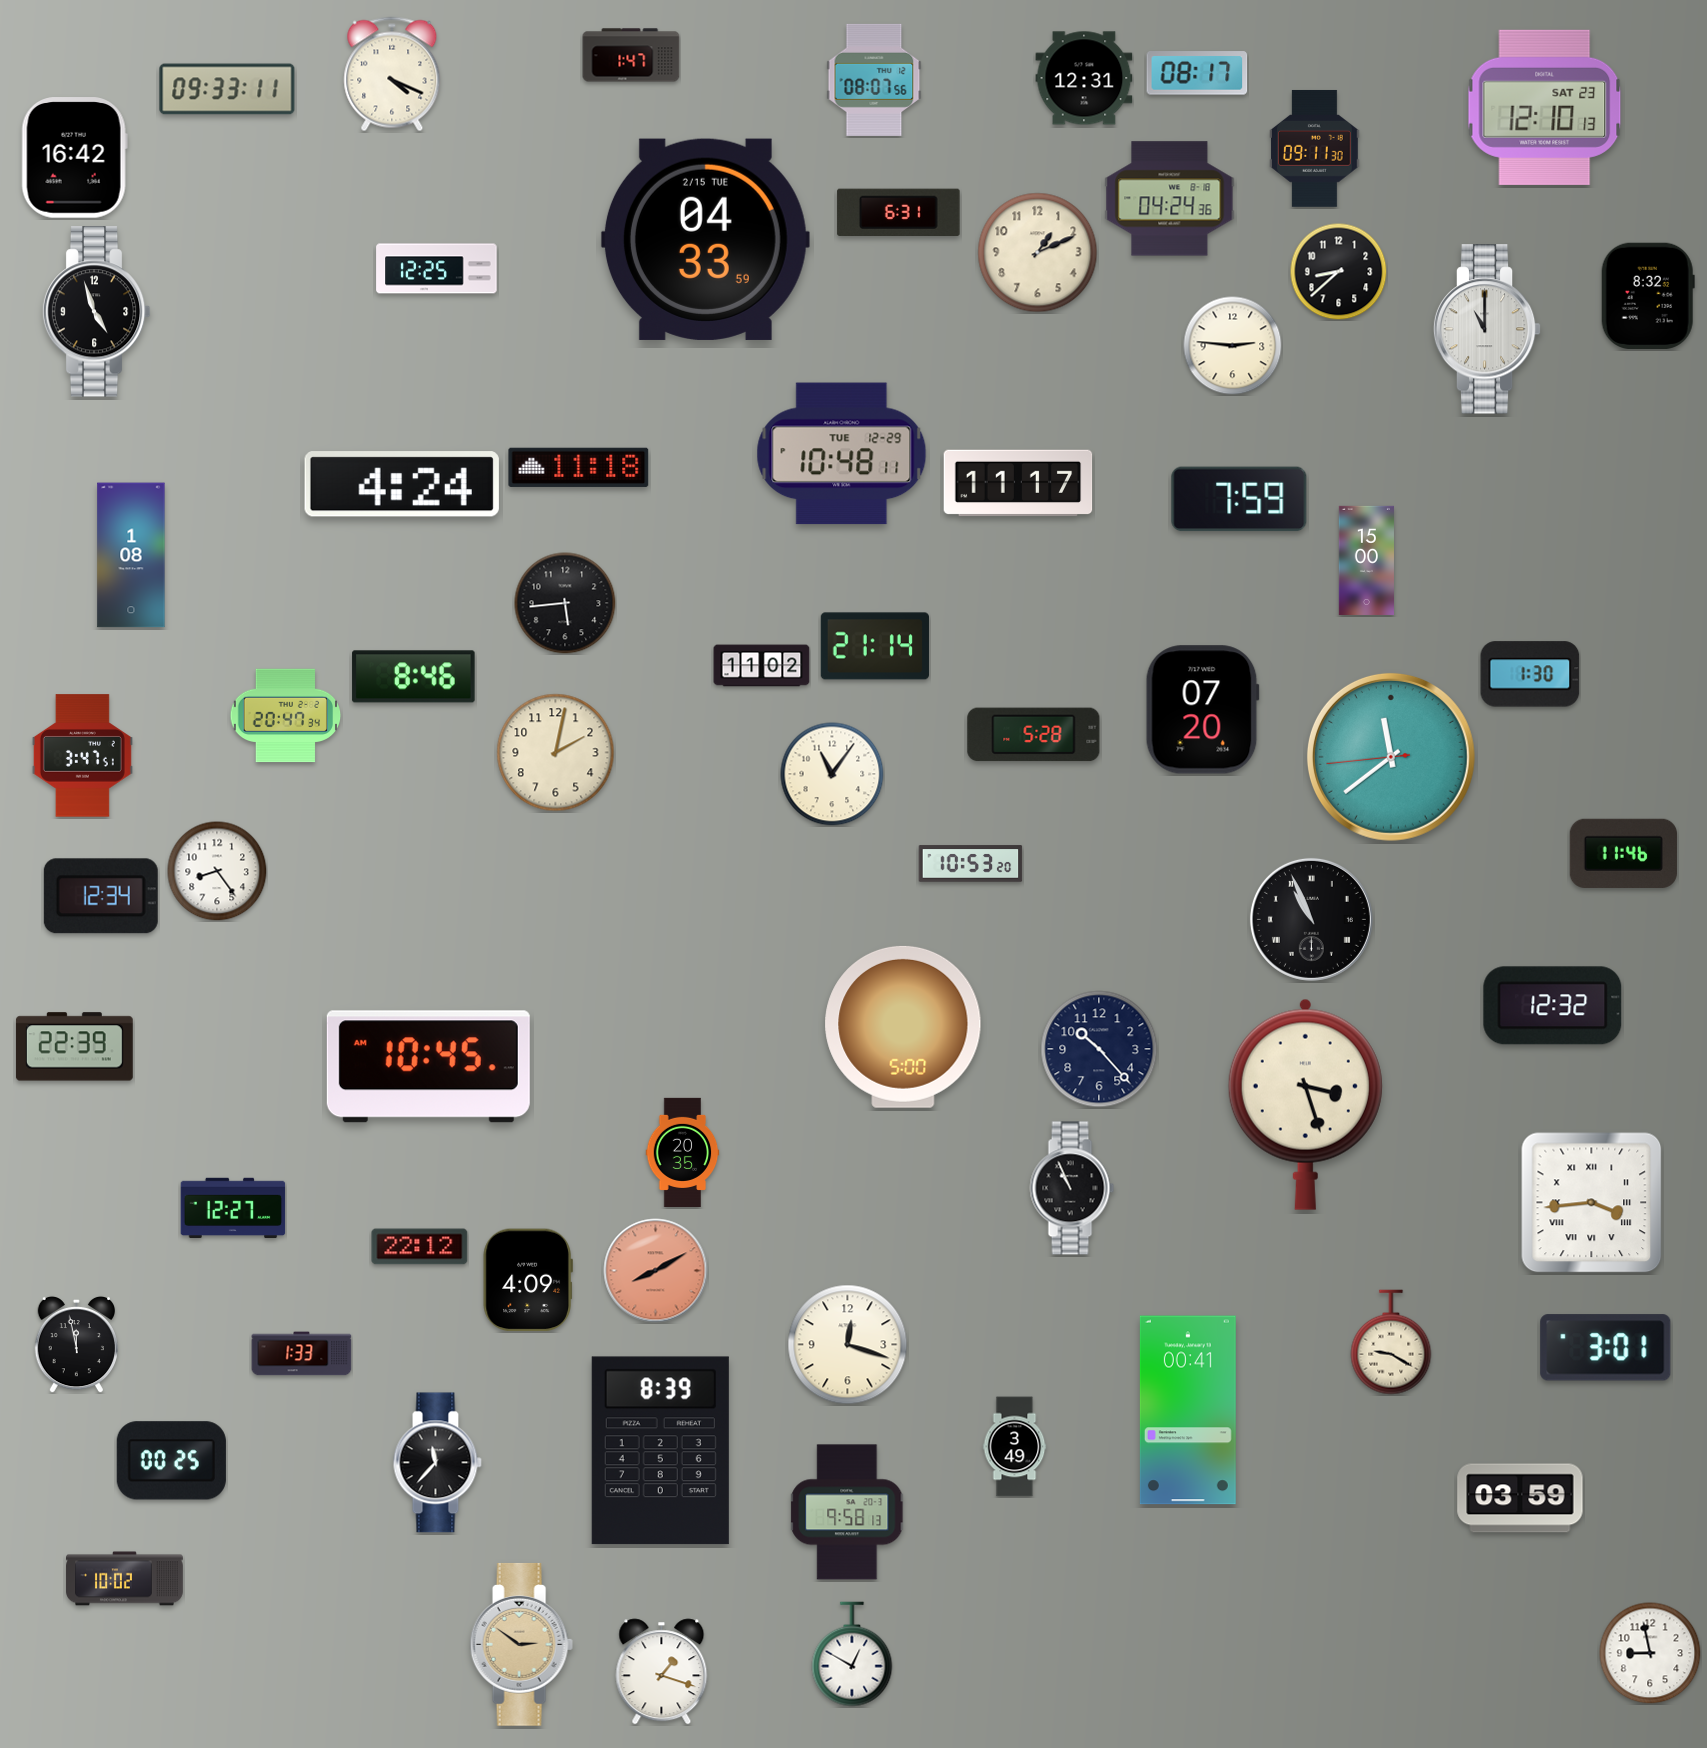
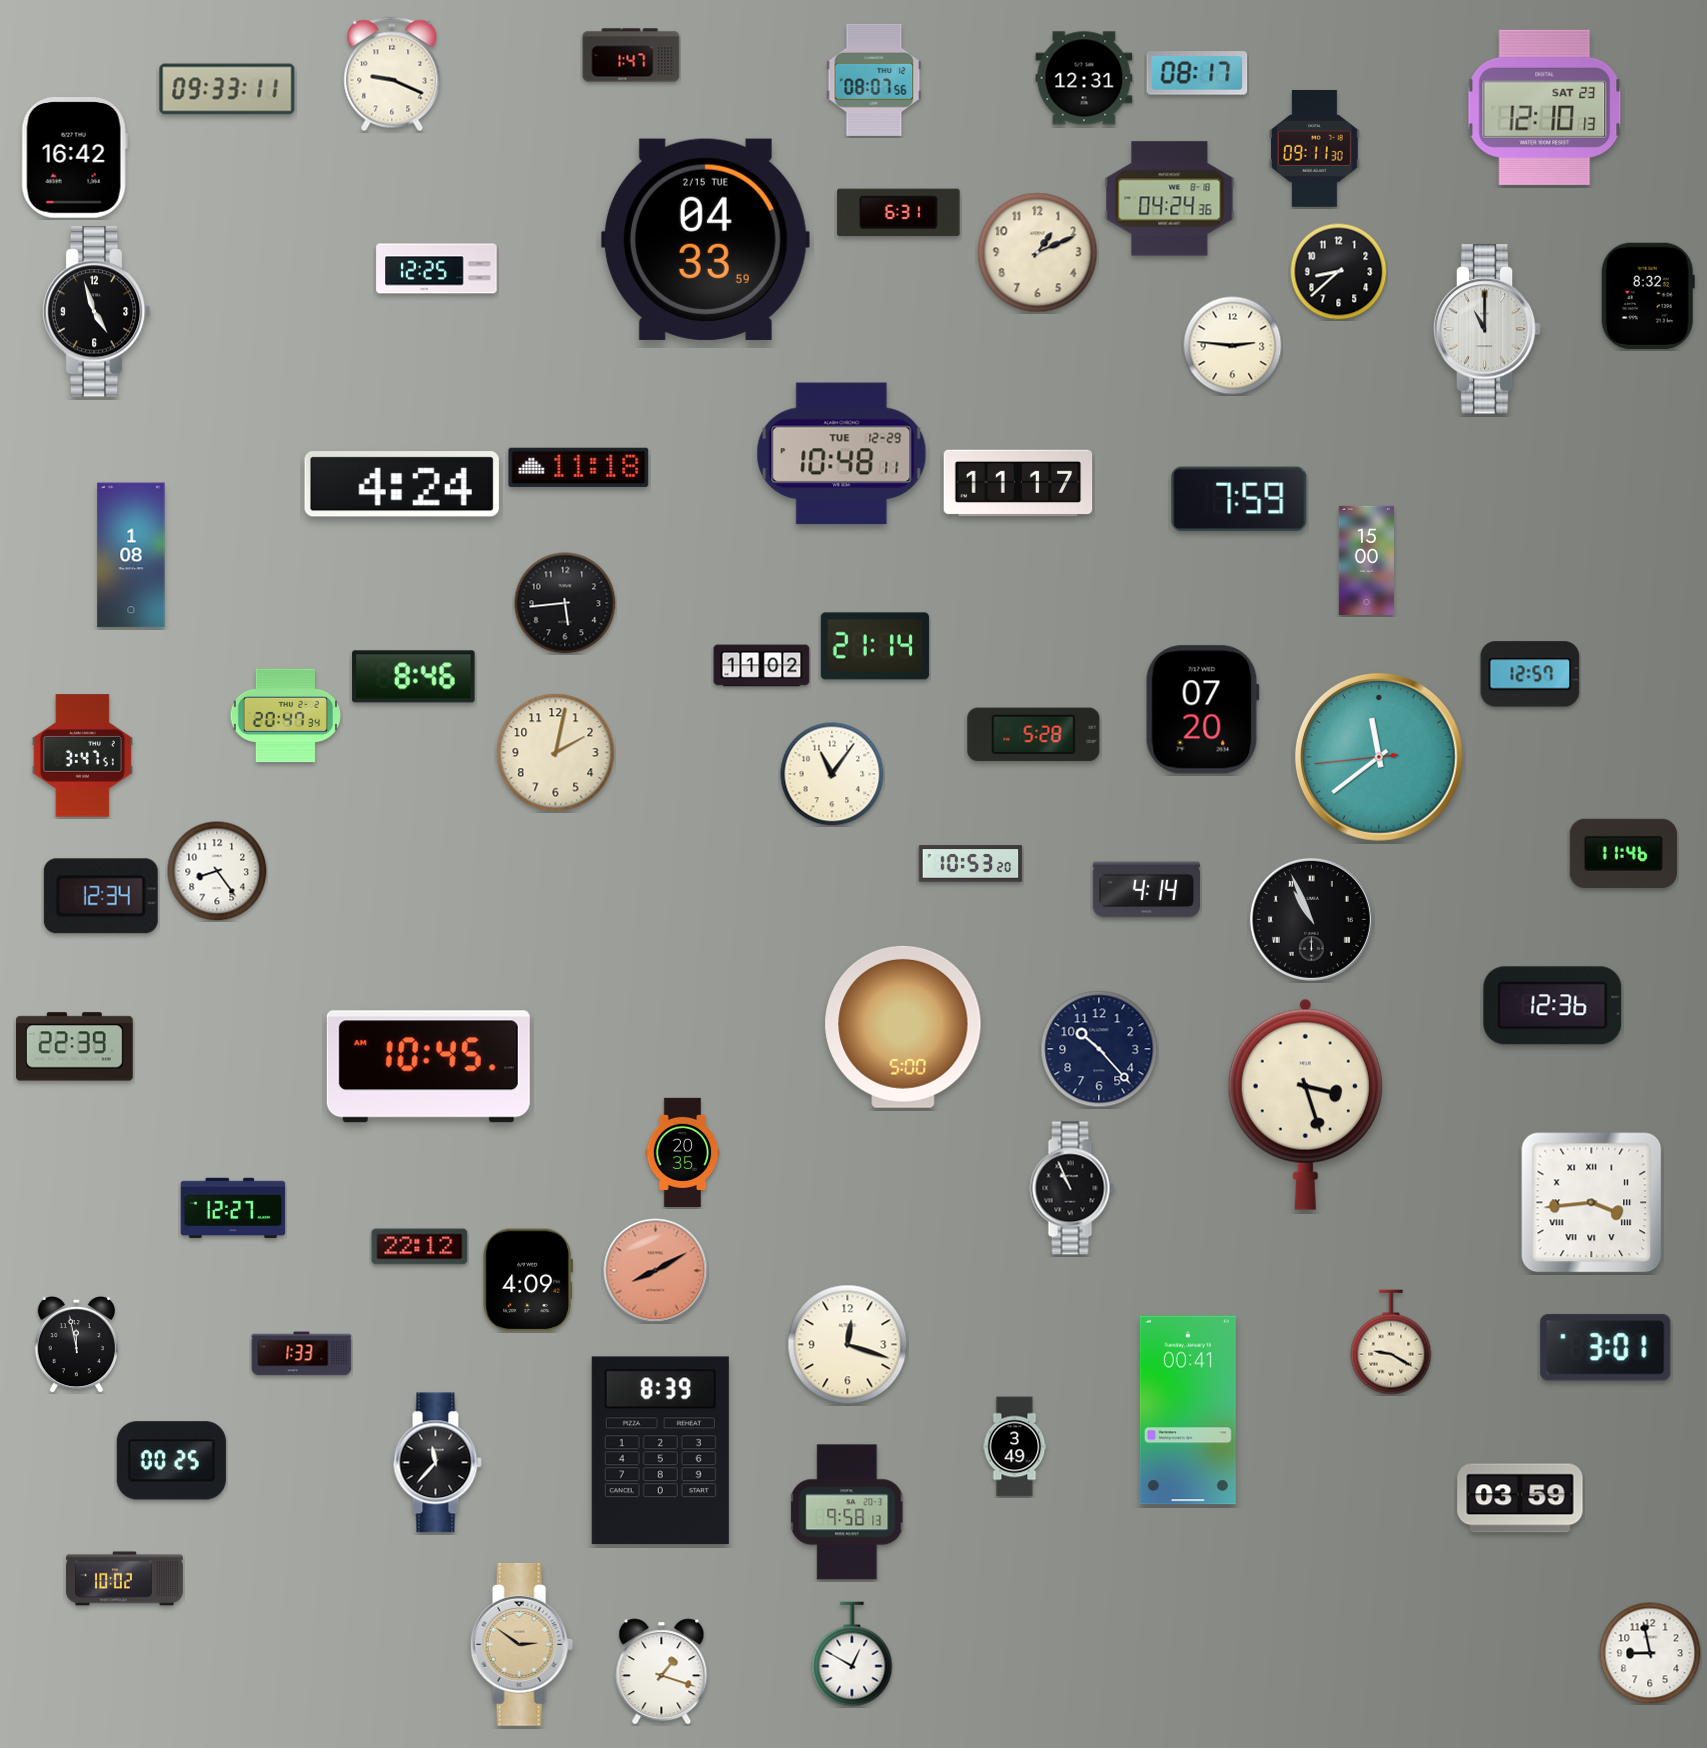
clock at (392, 74): 4:19 -> 9:19
clock at (1530, 674): 1:30 -> 12:57
clock at (1391, 757) position: (1391, 757) -> (1379, 757)
clock at (1146, 890): none -> 4:14
clock at (1553, 1006): 12:32 -> 12:36
